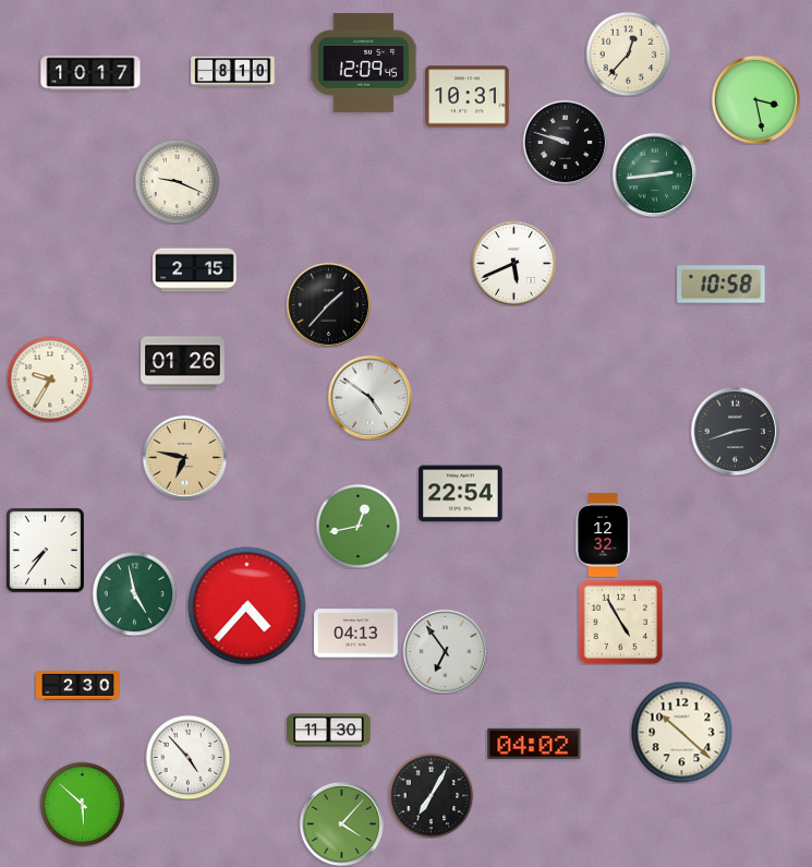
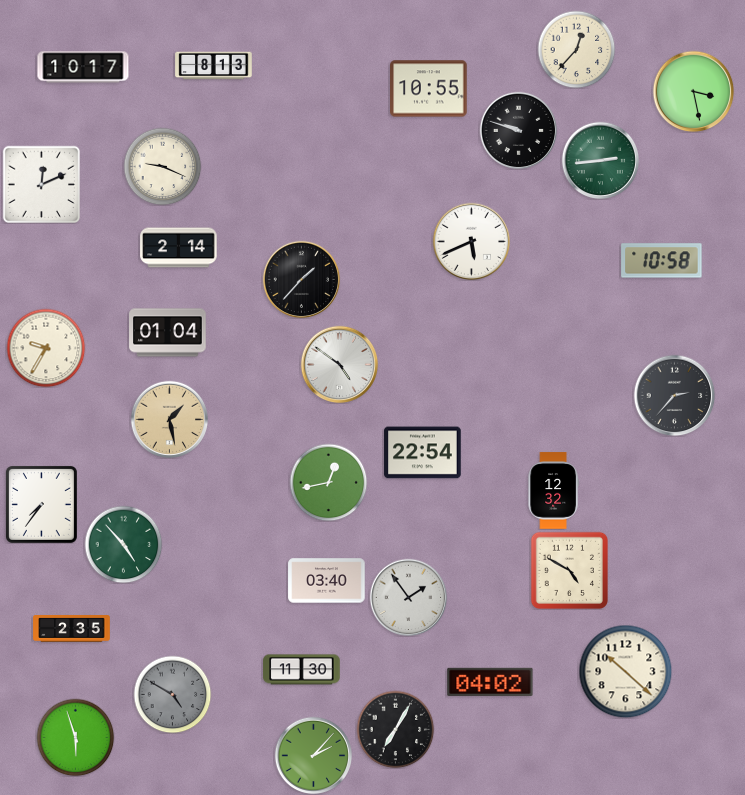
clock at (363, 62): 12:09 -> none
clock at (233, 72): 8:10 -> 8:13
clock at (468, 97): 10:31 -> 10:55
clock at (41, 184): none -> 12:11
clock at (195, 270): 2:15 -> 2:14
clock at (183, 363): 01:26 -> 01:04
clock at (735, 431): 2:42 -> 2:37
clock at (184, 457): 6:47 -> 1:28
clock at (134, 593): 4:58 -> 4:53
clock at (247, 606): 4:37 -> none
clock at (620, 622): 4:55 -> 4:50
clock at (356, 634): 04:13 -> 03:40
clock at (445, 651): 6:54 -> 1:54
clock at (78, 686): 2:30 -> 2:35
clock at (187, 757): 4:53 -> 4:50
clock at (187, 757) dial: white -> grey
clock at (82, 804): 5:52 -> 5:57
clock at (341, 823): 4:07 -> 2:07
